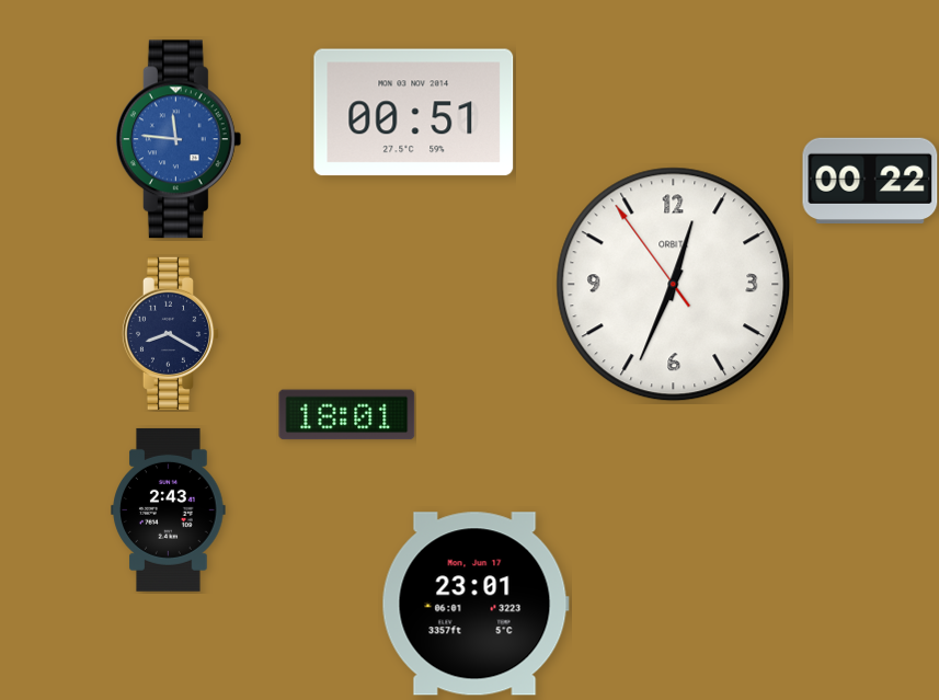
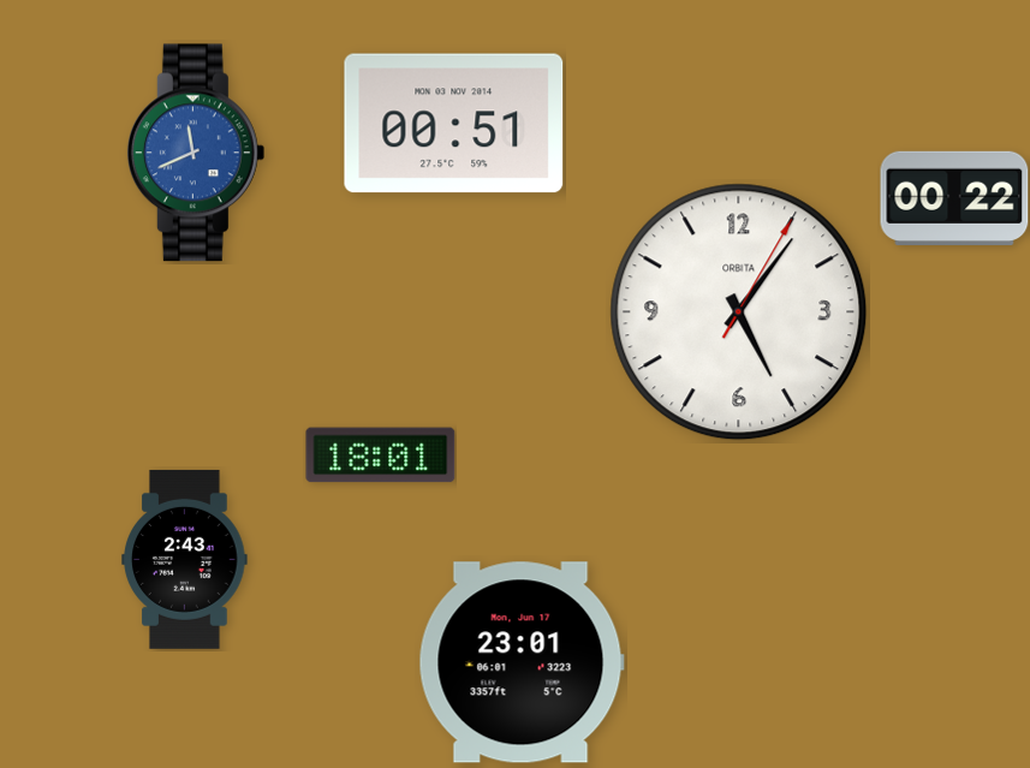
clock at (179, 139): 11:46 -> 11:41
clock at (674, 285): 12:33 -> 5:06
clock at (171, 333): 8:20 -> none
